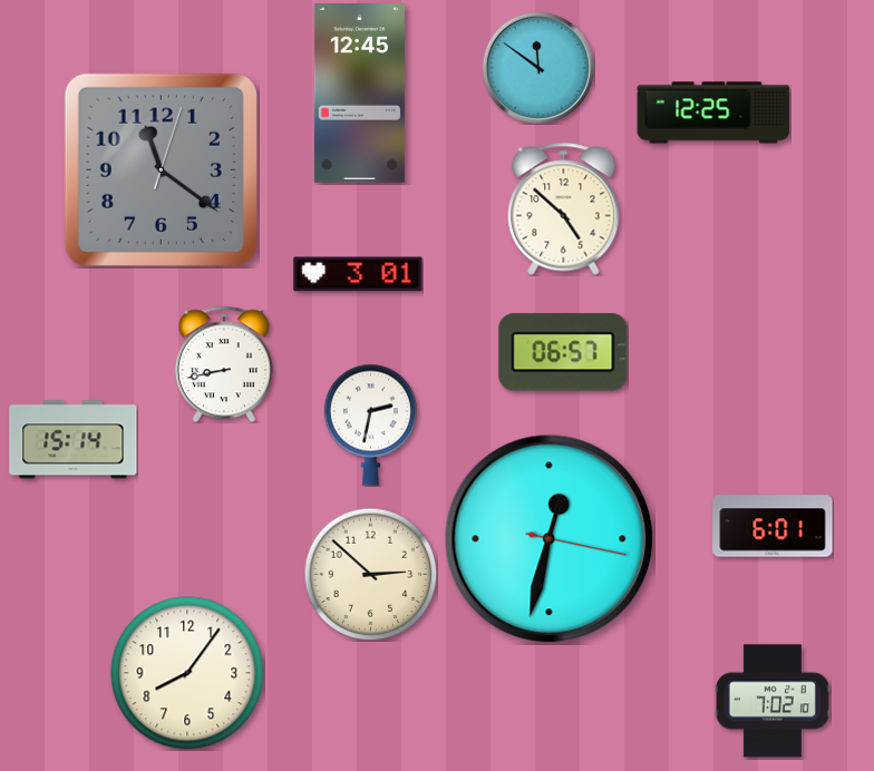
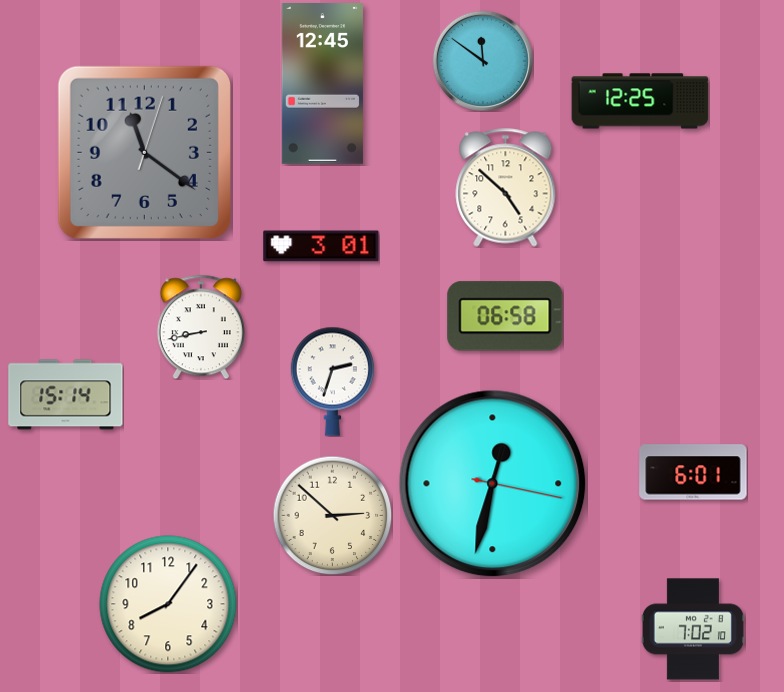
clock at (563, 352): 06:57 -> 06:58
clock at (370, 424): 2:32 -> 2:33
